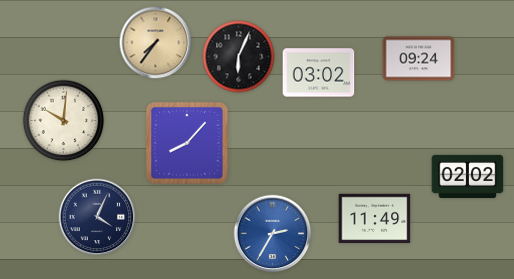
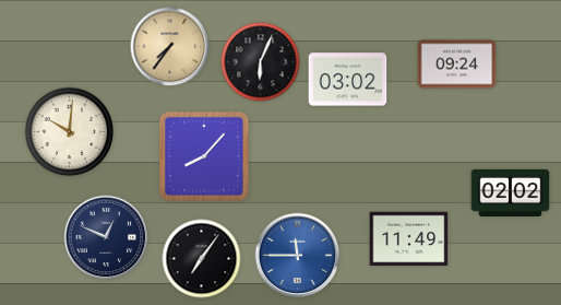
clock at (97, 217): 4:04 -> 12:49
clock at (273, 234): 2:35 -> 11:45
clock at (202, 259): none -> 7:06
